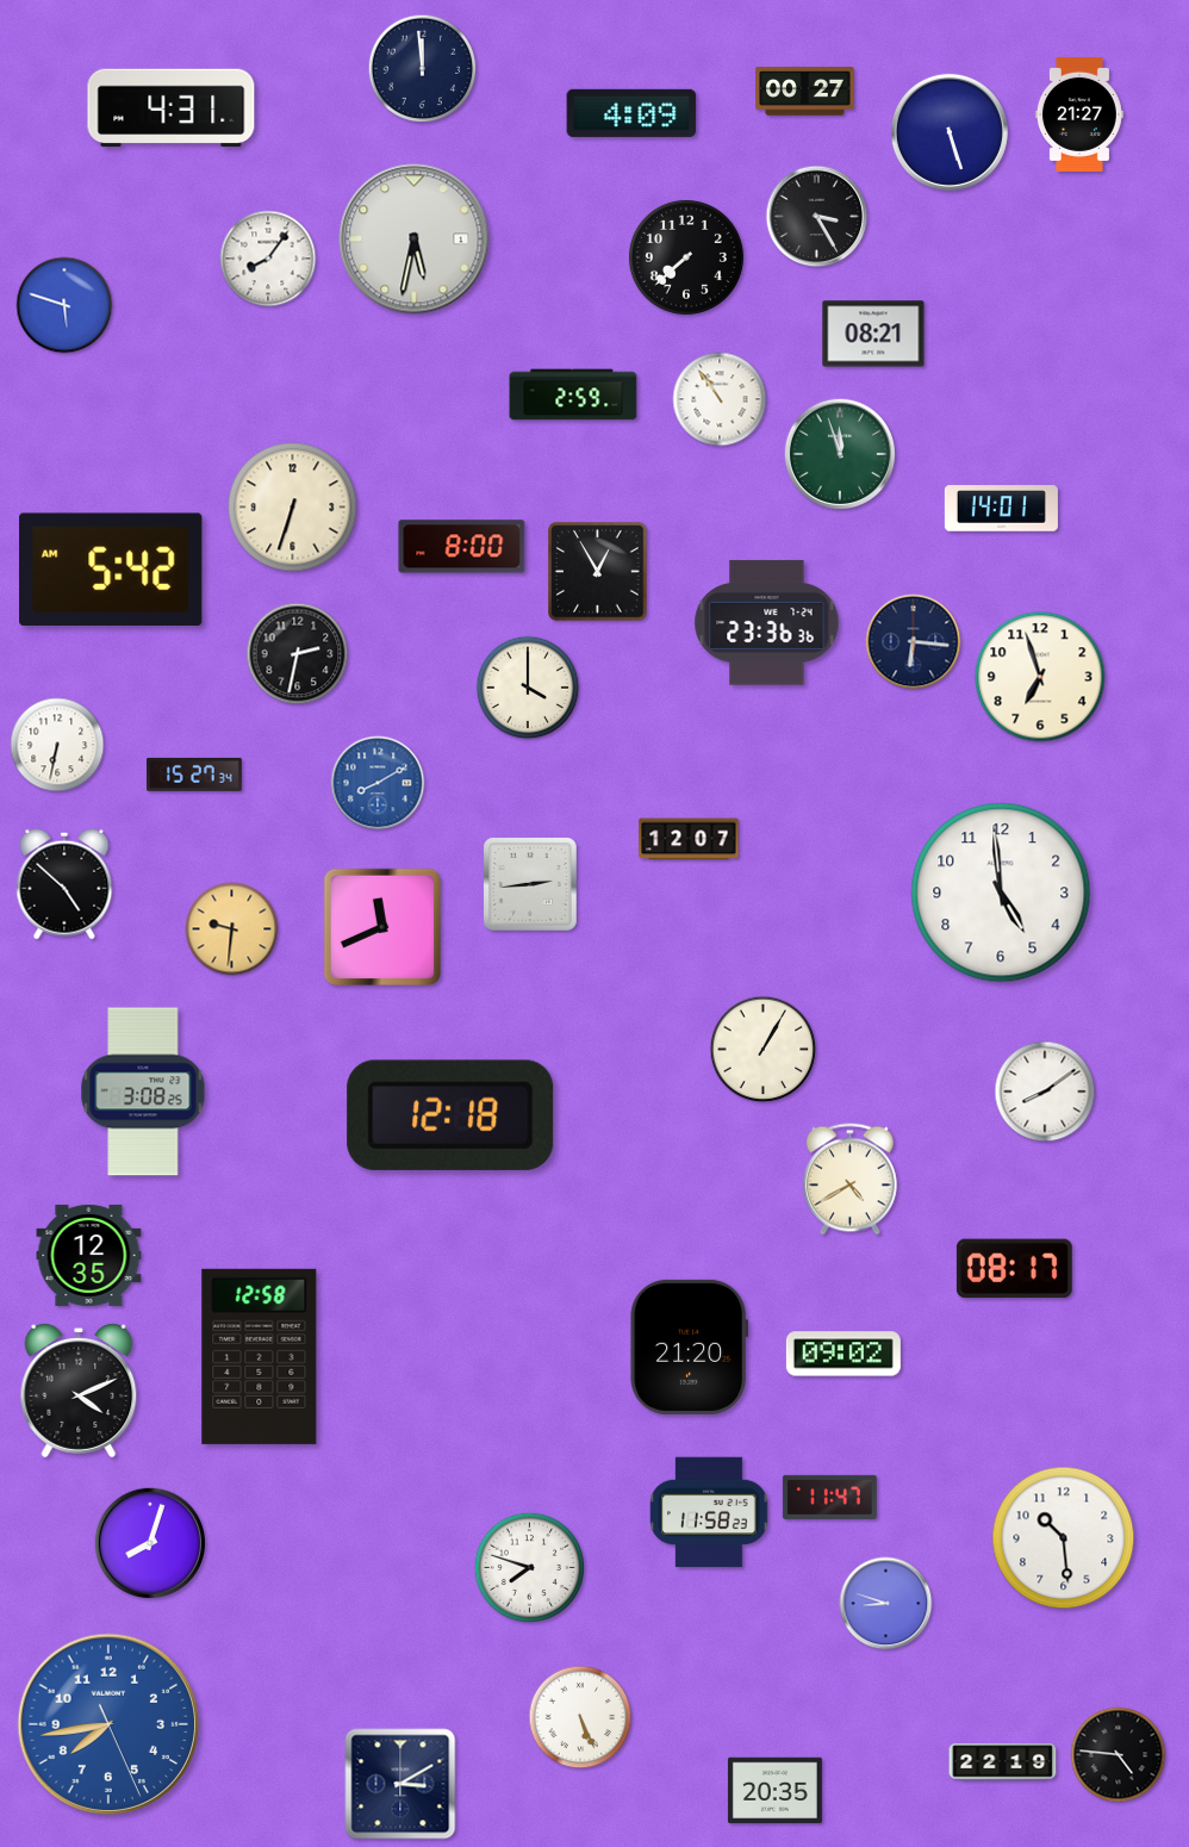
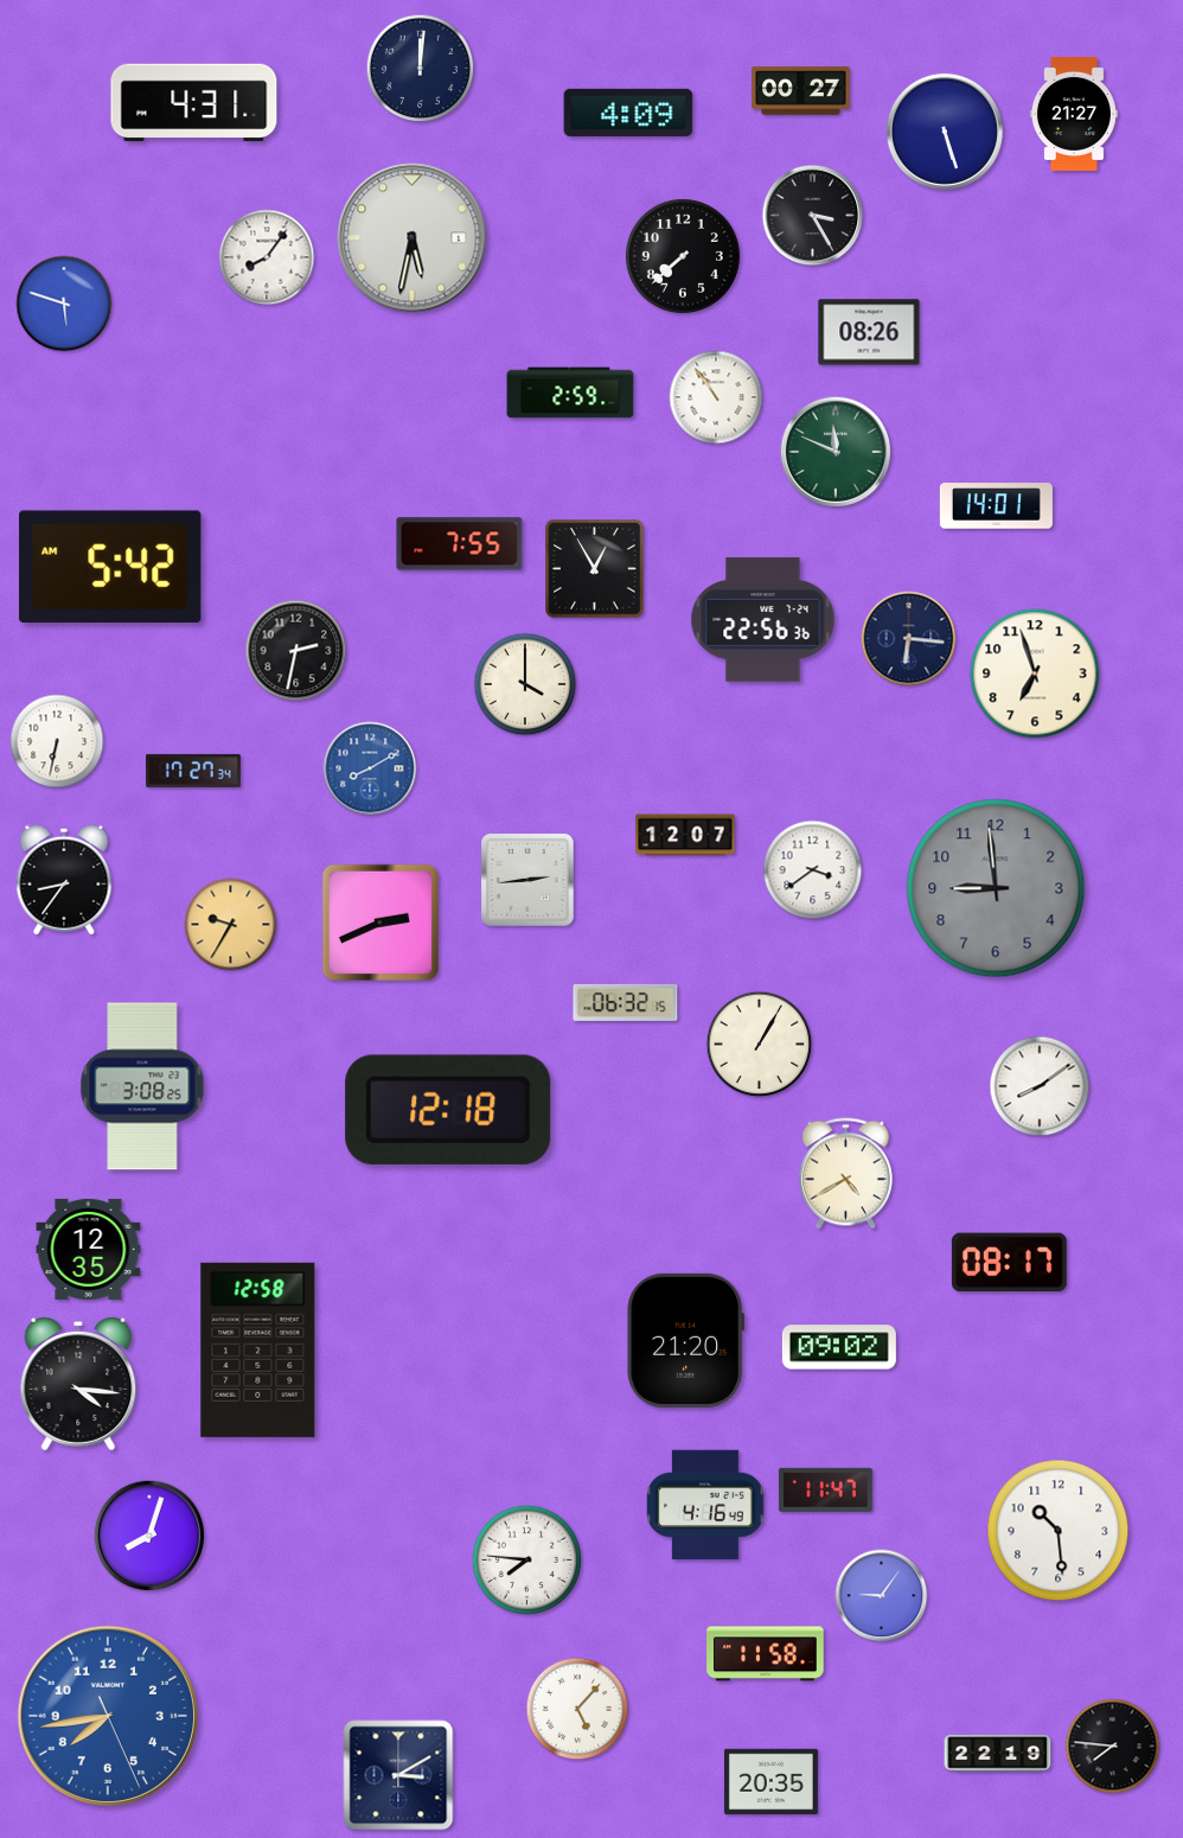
clock at (423, 69): 11:59 -> 12:01
clock at (172, 108) position: (172, 108) -> (194, 103)
clock at (873, 334): 08:21 -> 08:26
clock at (839, 453): 11:57 -> 11:49
clock at (293, 508): 6:33 -> none
clock at (462, 547): 8:00 -> 7:55
clock at (767, 623): 23:36 -> 22:56
clock at (195, 775): 15:27 -> 17:27
clock at (378, 783) position: (378, 783) -> (370, 768)
clock at (813, 870): none -> 3:39
clock at (64, 884): 4:52 -> 8:36
clock at (1001, 893): 4:59 -> 8:59
clock at (1001, 893) dial: white -> grey
clock at (382, 927): 11:41 -> 2:41
clock at (232, 929): 9:31 -> 9:35
clock at (626, 1002): none -> 06:32
clock at (79, 1392): 4:11 -> 4:16
clock at (709, 1512): 11:58 -> 4:16
clock at (529, 1567): 7:48 -> 7:46
clock at (886, 1604): 8:48 -> 9:06
clock at (766, 1654): none -> 11:58
clock at (580, 1717): 5:26 -> 5:07
clock at (1119, 1755): 4:46 -> 7:46
